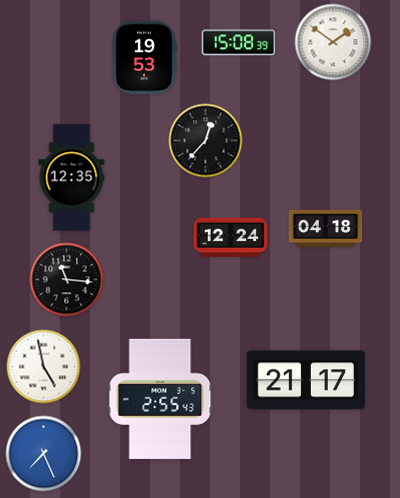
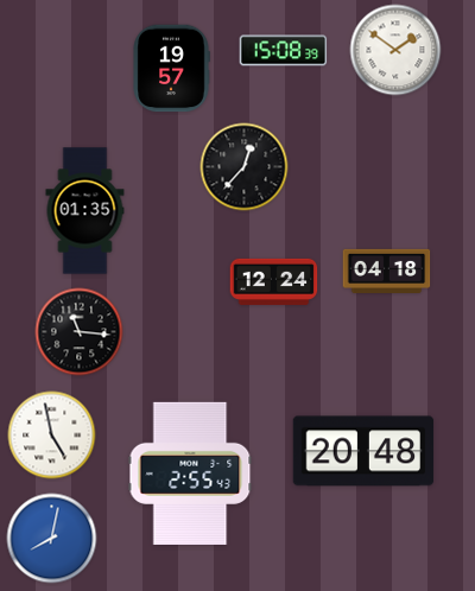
clock at (144, 58): 19:53 -> 19:57
clock at (72, 178): 12:35 -> 01:35
clock at (306, 380): 21:17 -> 20:48
clock at (44, 454): 7:26 -> 8:02
